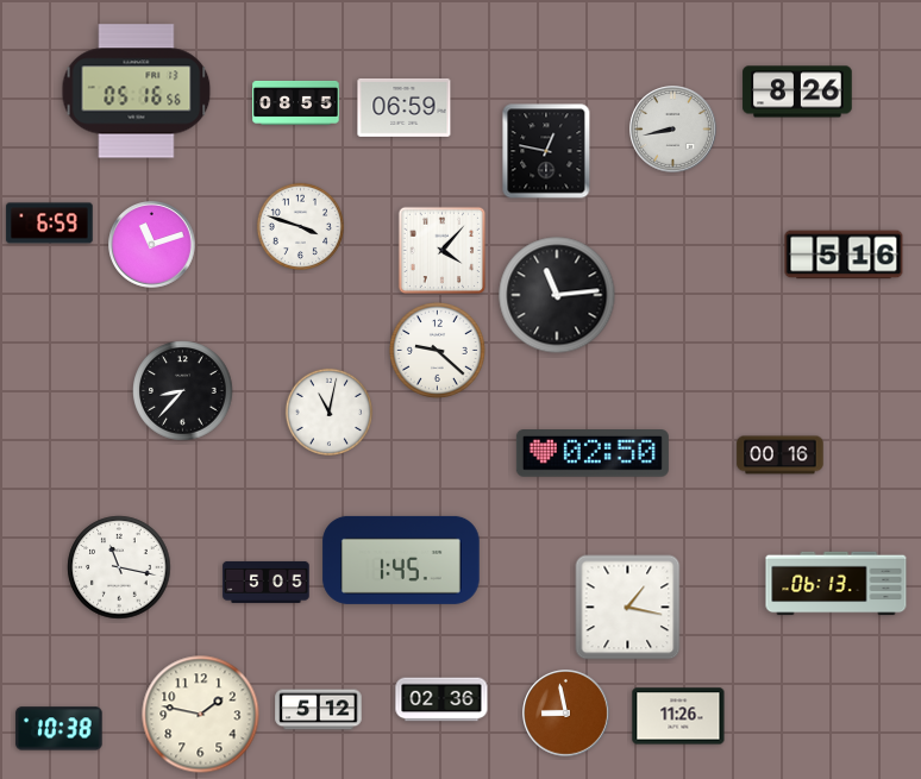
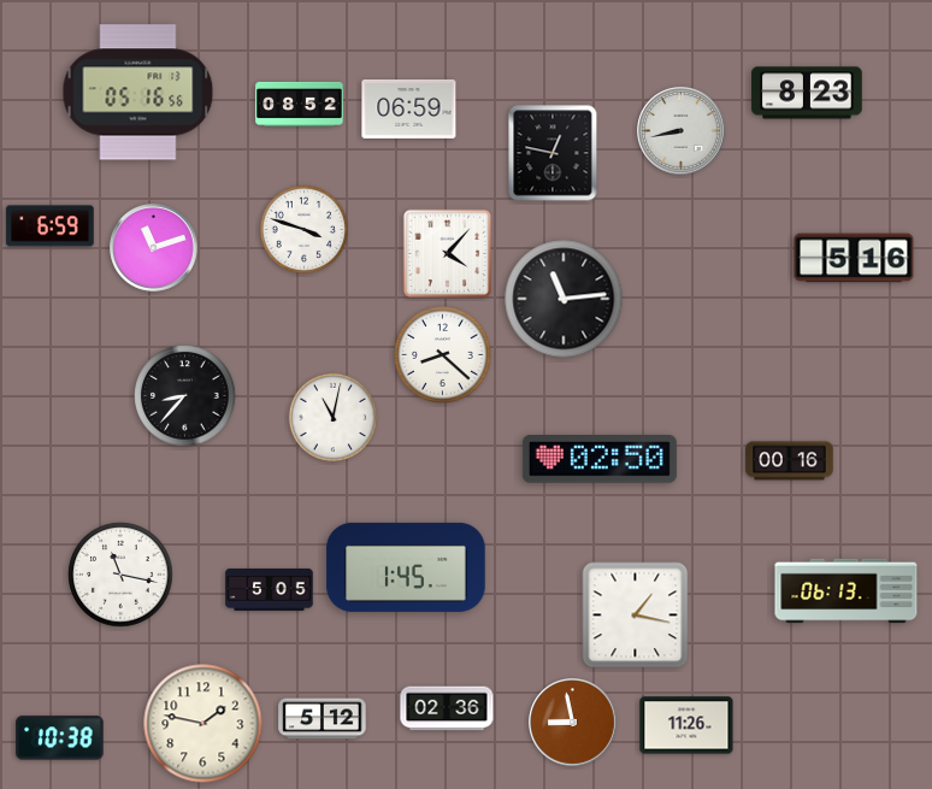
clock at (797, 92): 8:26 -> 8:23
clock at (296, 102): 08:55 -> 08:52
clock at (438, 351): 9:22 -> 8:22
